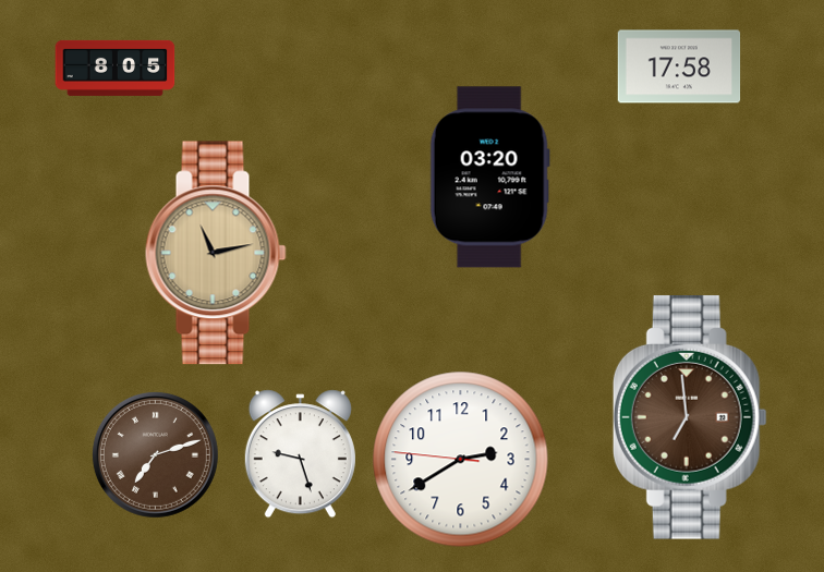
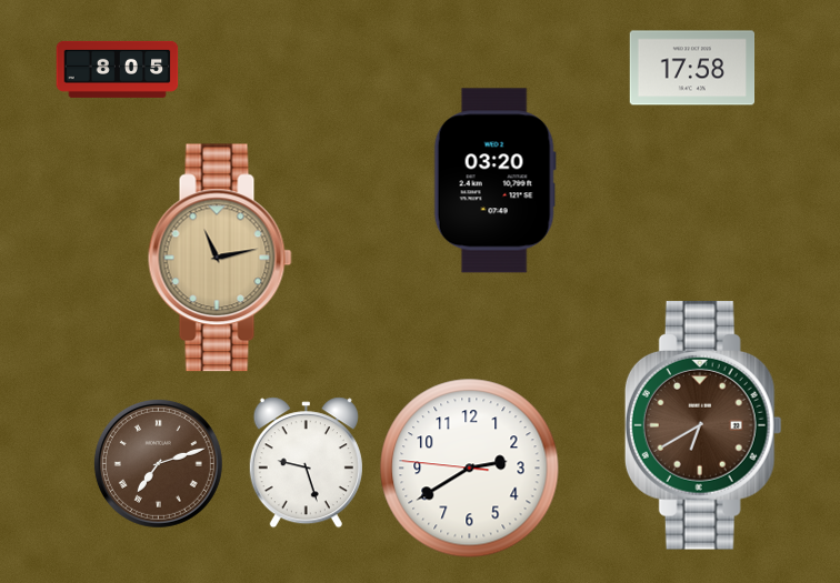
clock at (489, 178) position: (489, 178) -> (494, 181)
clock at (690, 417): 6:59 -> 6:40
